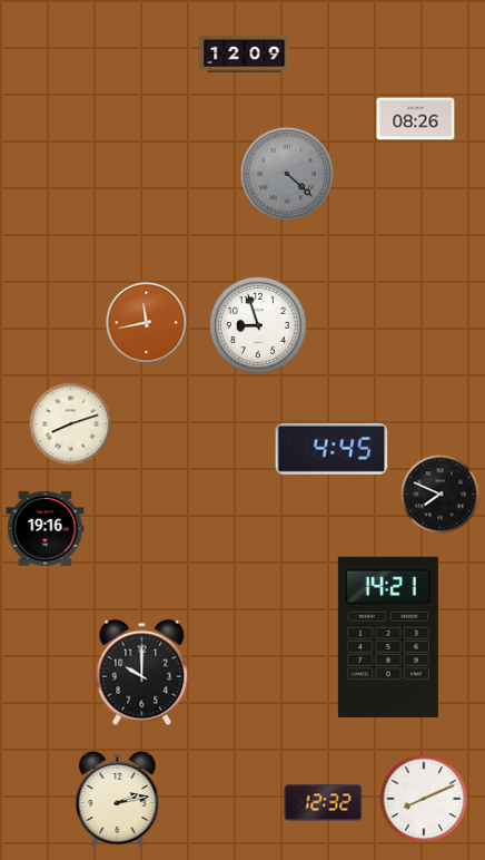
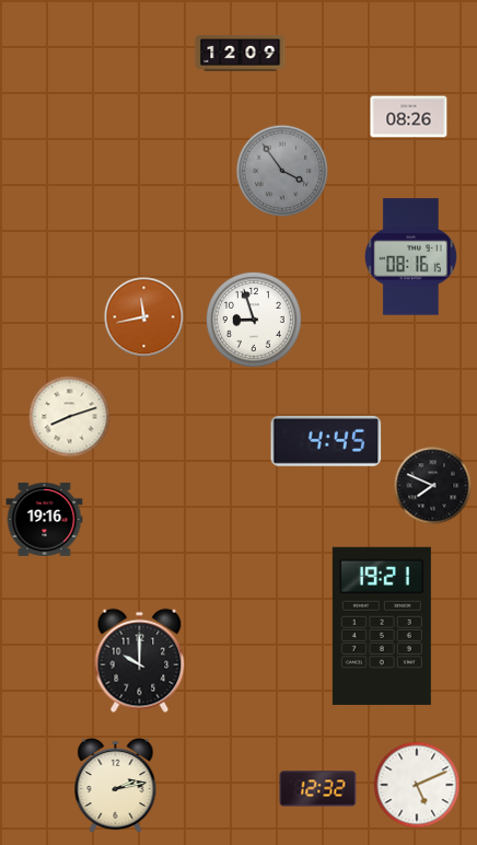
clock at (286, 173): 4:22 -> 3:54
clock at (410, 257): none -> 08:16
clock at (388, 637): 14:21 -> 19:21
clock at (424, 799): 8:11 -> 5:11
